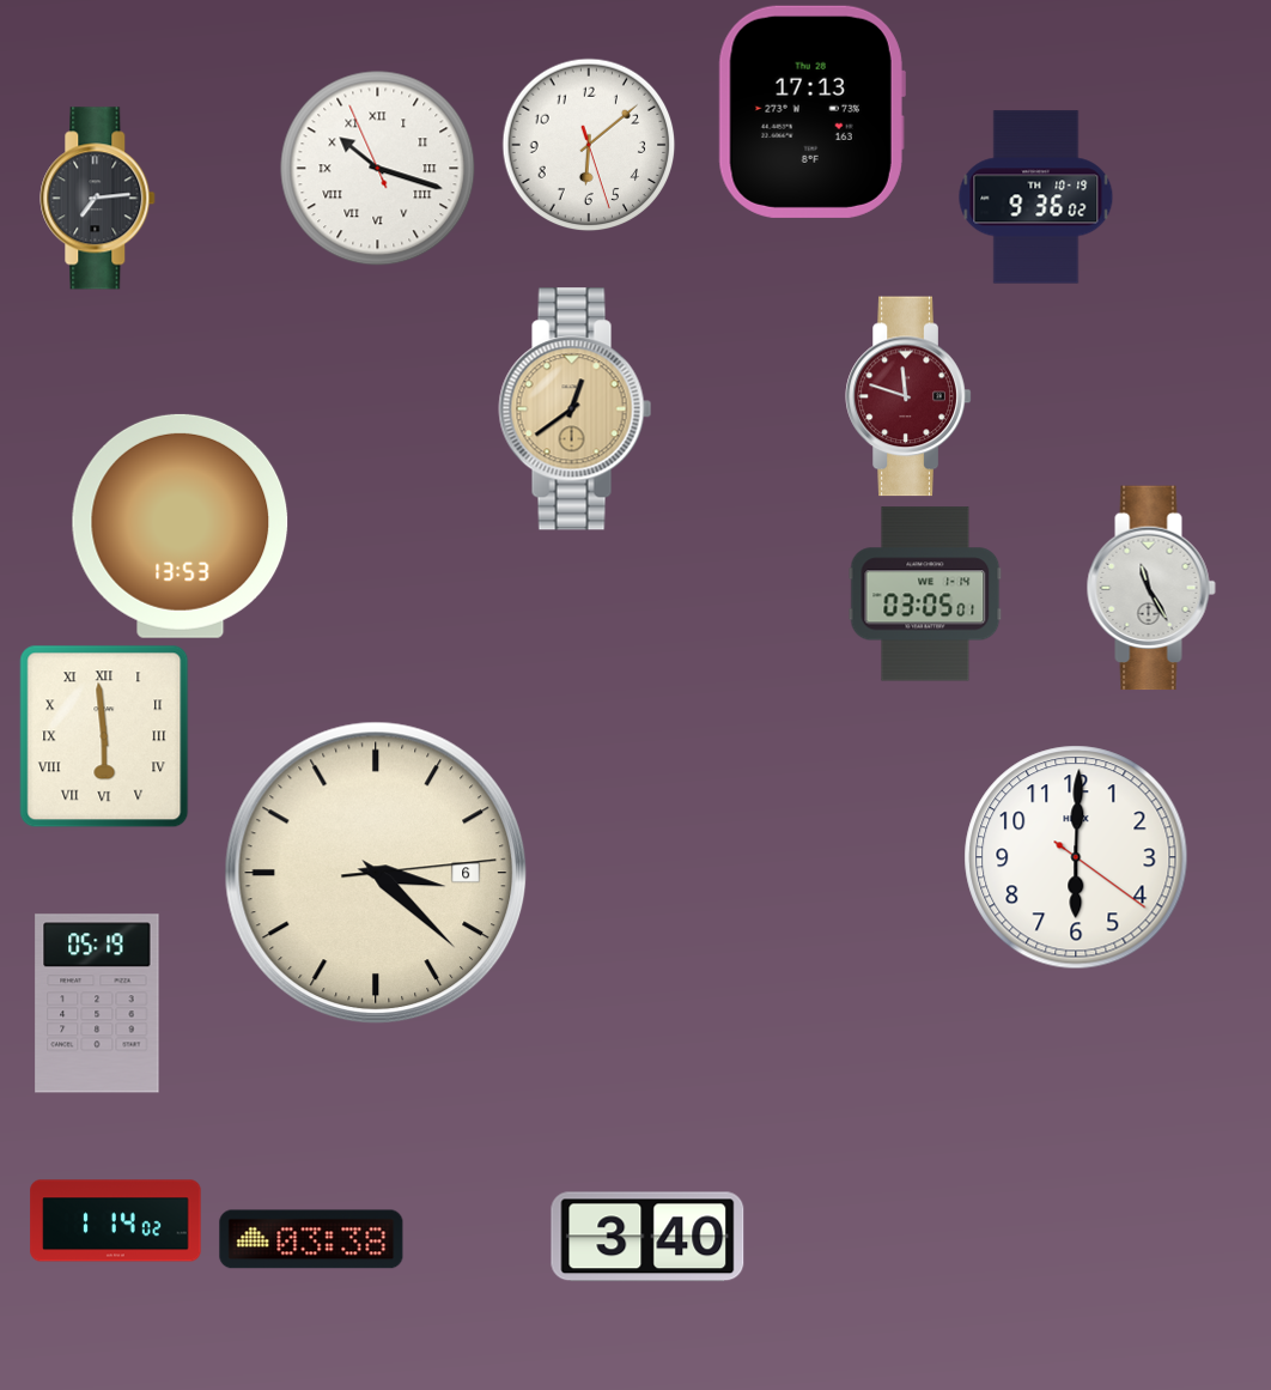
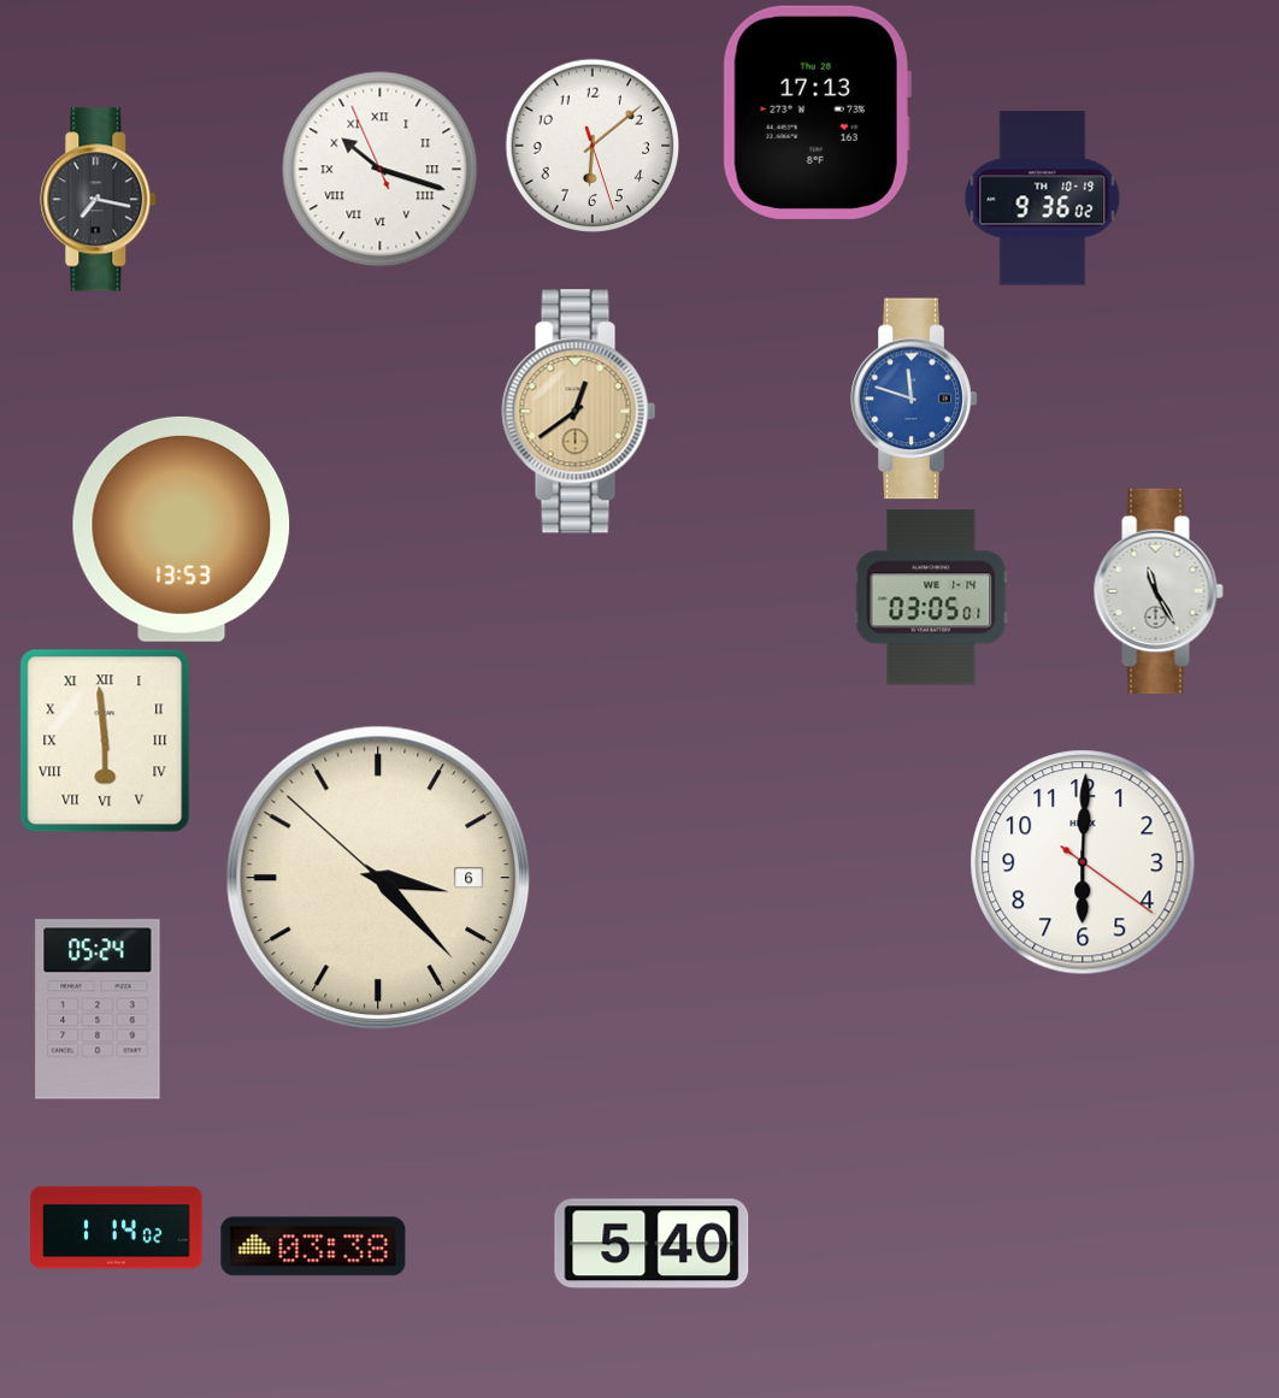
clock at (98, 199): 7:14 -> 7:17
clock at (908, 396) dial: burgundy -> blue
clock at (376, 873): 3:22:14 -> 3:22:52
clock at (97, 1003): 05:19 -> 05:24
clock at (647, 1237): 3:40 -> 5:40
